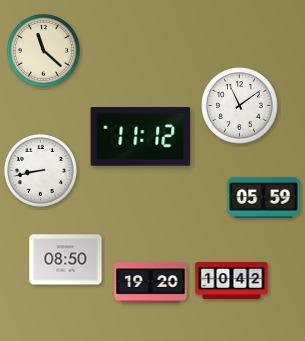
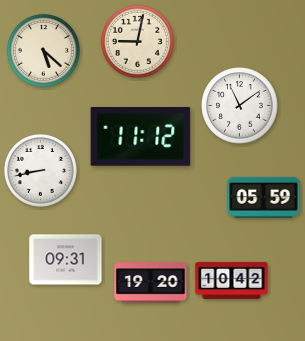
clock at (137, 41): none -> 9:02
clock at (43, 50): 11:22 -> 5:22
clock at (66, 260): 08:50 -> 09:31
